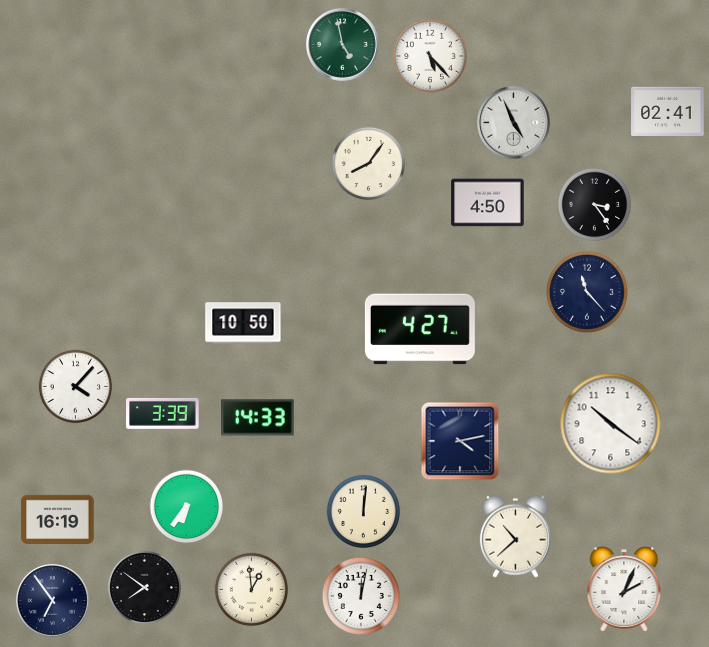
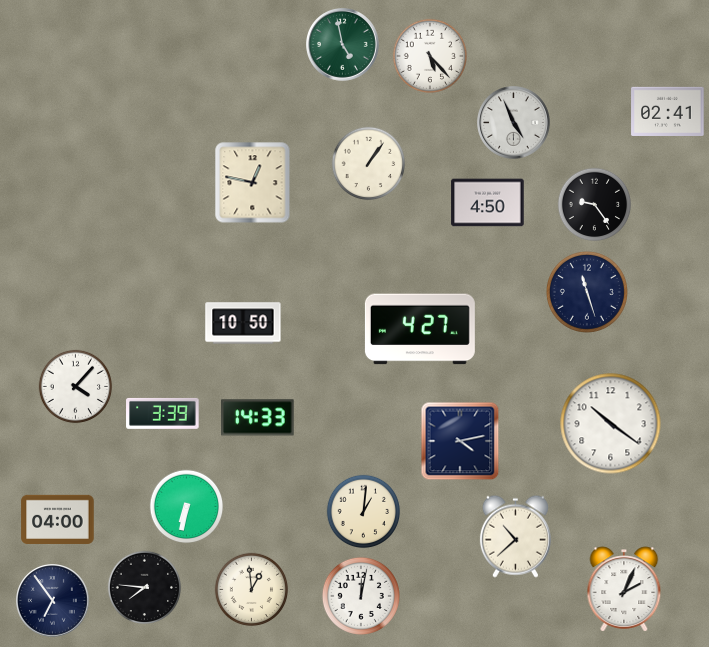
clock at (369, 164): 8:06 -> 1:06
clock at (253, 183): none -> 12:47
clock at (595, 205): 3:24 -> 9:24
clock at (587, 292): 11:23 -> 11:27
clock at (187, 507): 6:36 -> 6:32
clock at (364, 512): 12:01 -> 1:01
clock at (58, 519): 16:19 -> 04:00
clock at (145, 588): 7:51 -> 7:46
